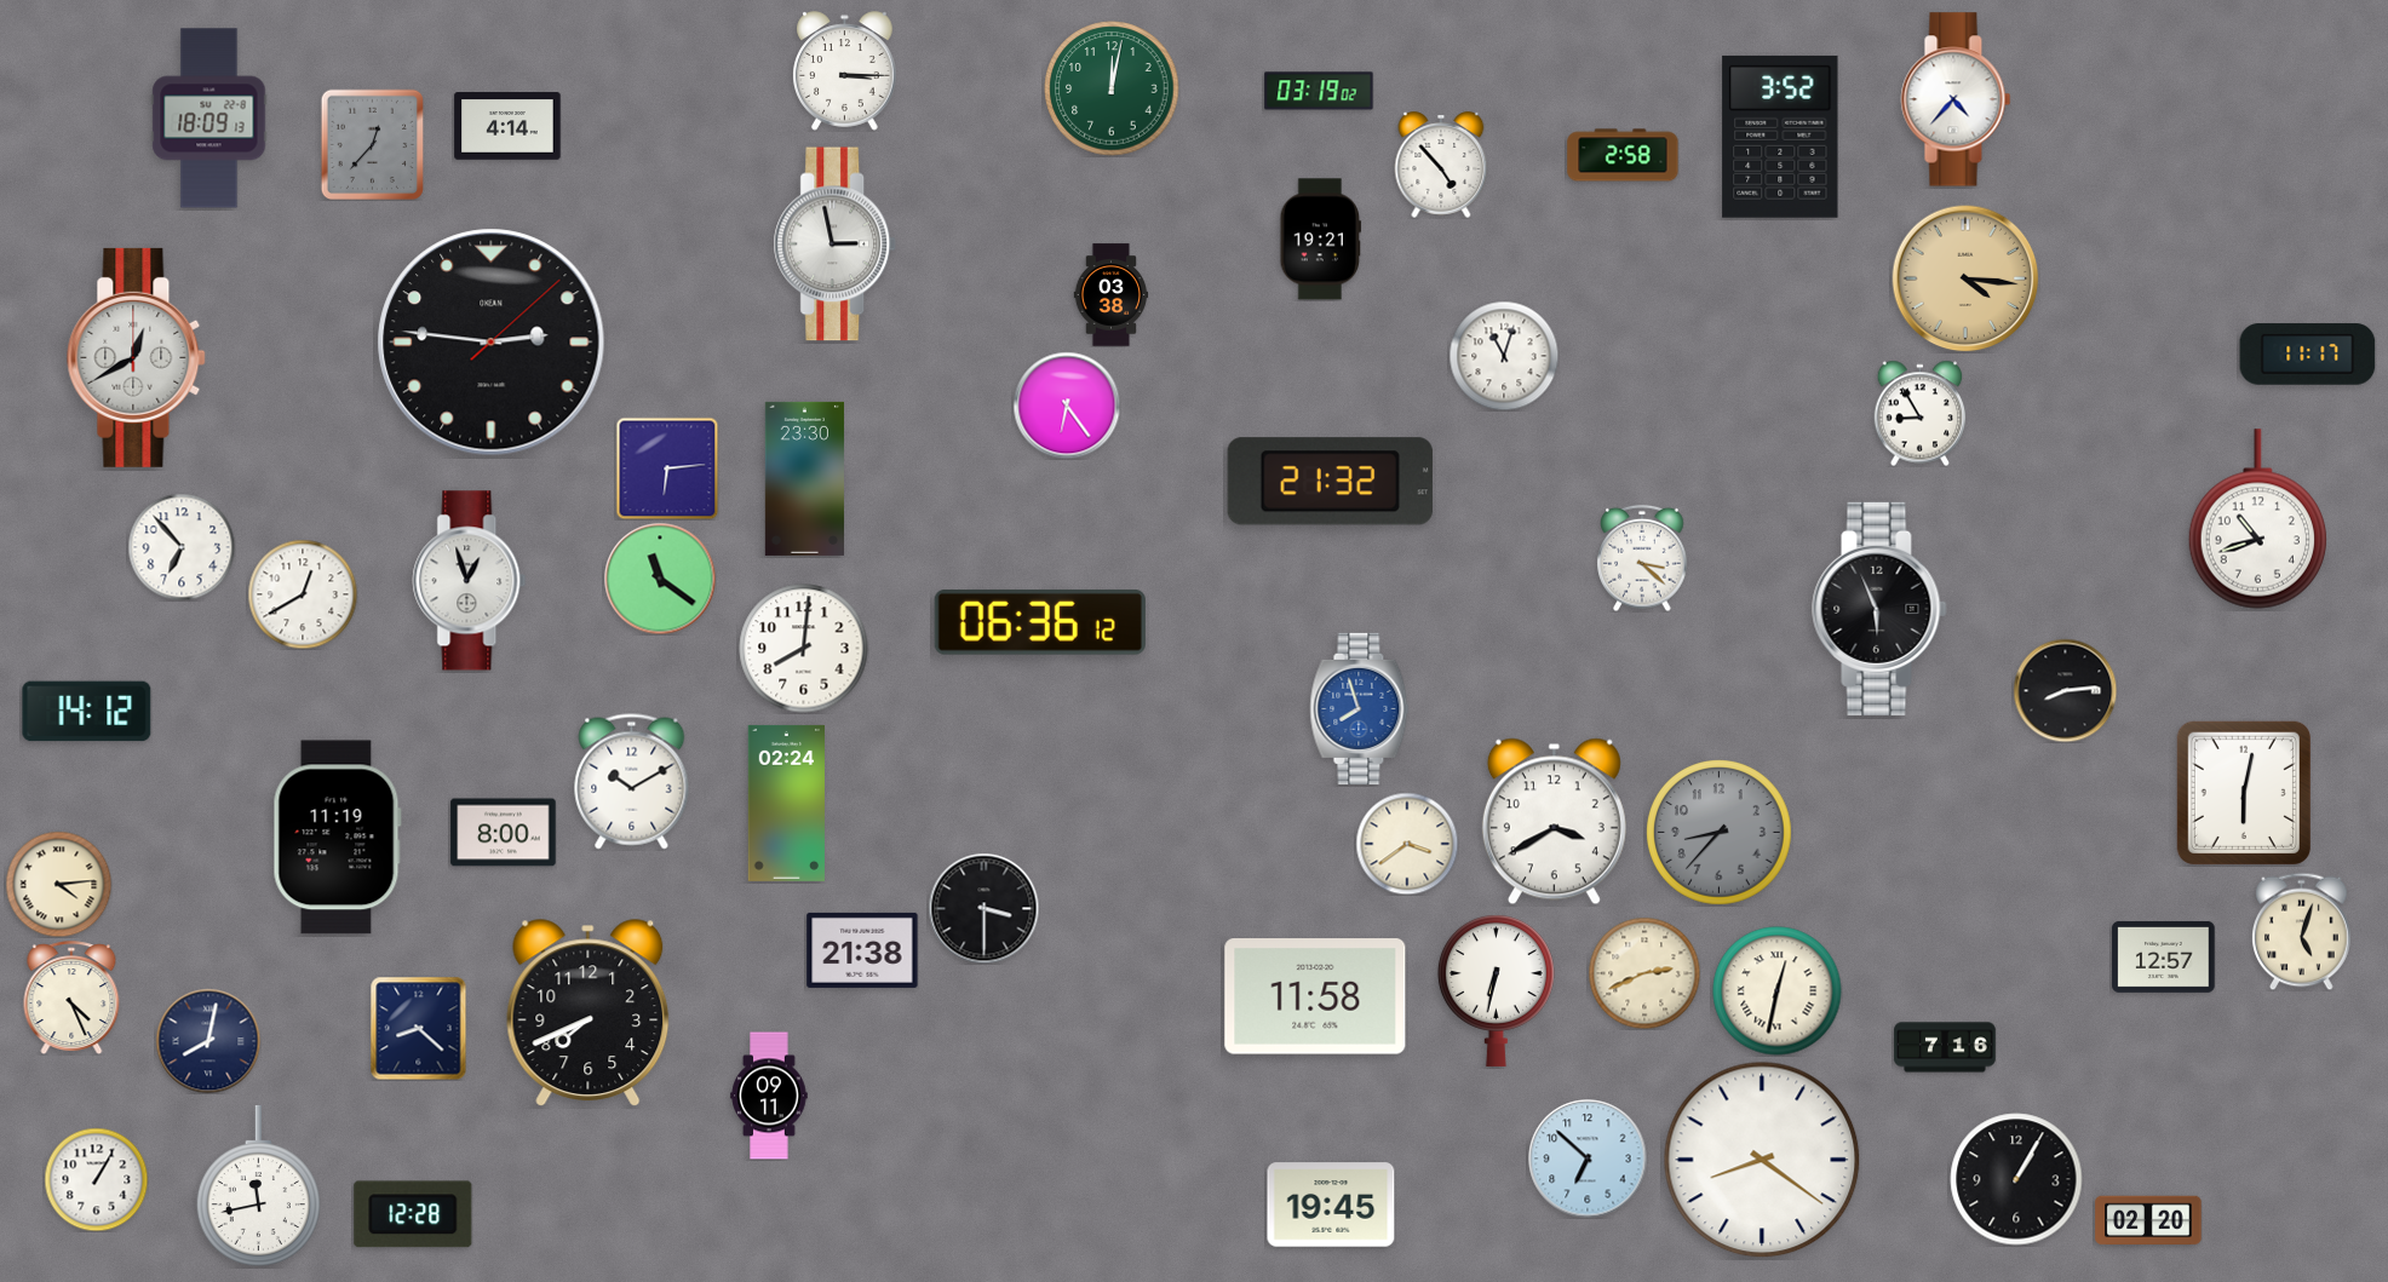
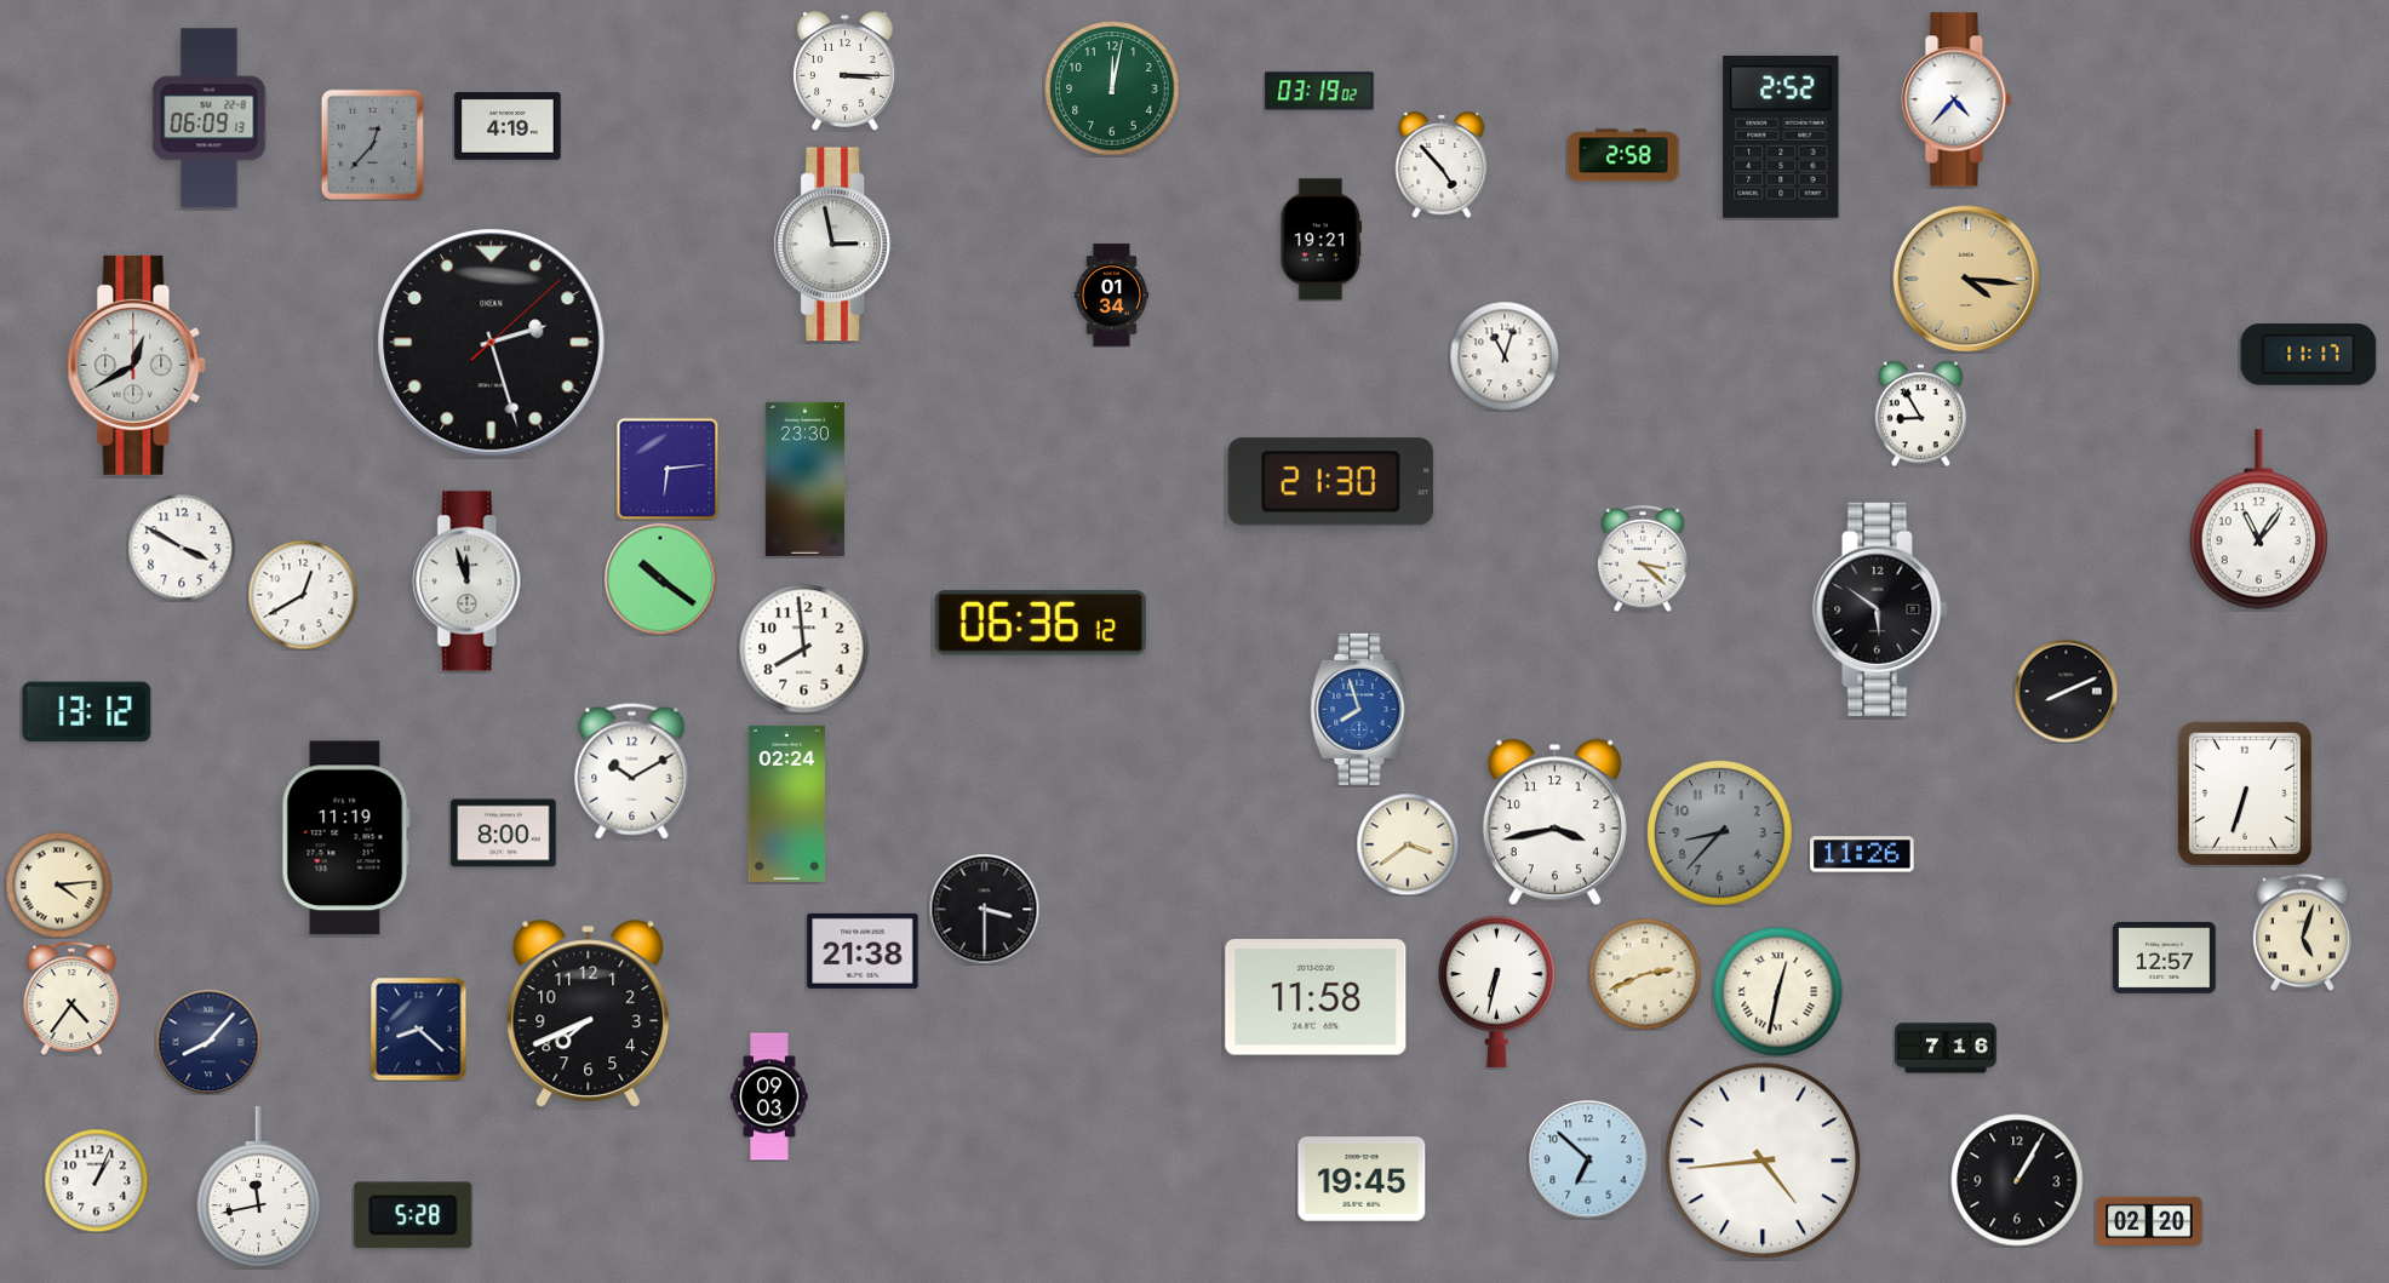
clock at (209, 119): 18:09 -> 06:09
clock at (507, 126): 4:14 -> 4:19
clock at (1780, 137): 3:52 -> 2:52
clock at (1112, 295): 03:38 -> 01:34
clock at (492, 343): 2:46 -> 2:27
clock at (137, 357) position: (137, 357) -> (137, 365)
clock at (1067, 406): 6:24 -> none
clock at (1330, 482): 21:32 -> 21:30
clock at (2257, 519): 10:42 -> 11:06
clock at (182, 547): 6:53 -> 3:50
clock at (660, 579): 11:21 -> 10:21
clock at (470, 581): 12:57 -> 11:57
clock at (1879, 609): 5:56 -> 5:51
clock at (804, 649): 8:01 -> 7:59
clock at (2065, 690): 8:14 -> 8:11
clock at (87, 712): 14:12 -> 13:12
clock at (632, 782) position: (632, 782) -> (632, 772)
clock at (2244, 793): 6:02 -> 6:33
clock at (1554, 822): 3:40 -> 3:43
clock at (337, 838) position: (337, 838) -> (345, 838)
clock at (1862, 854): none -> 11:26
clock at (71, 998): 4:26 -> 4:36
clock at (208, 1041): 8:02 -> 8:07
clock at (769, 1096): 09:11 -> 09:03
clock at (1762, 1160): 8:21 -> 4:44
clock at (96, 1179): 1:05 -> 1:04
clock at (1331, 1205) position: (1331, 1205) -> (1362, 1179)
clock at (413, 1214): 12:28 -> 5:28
